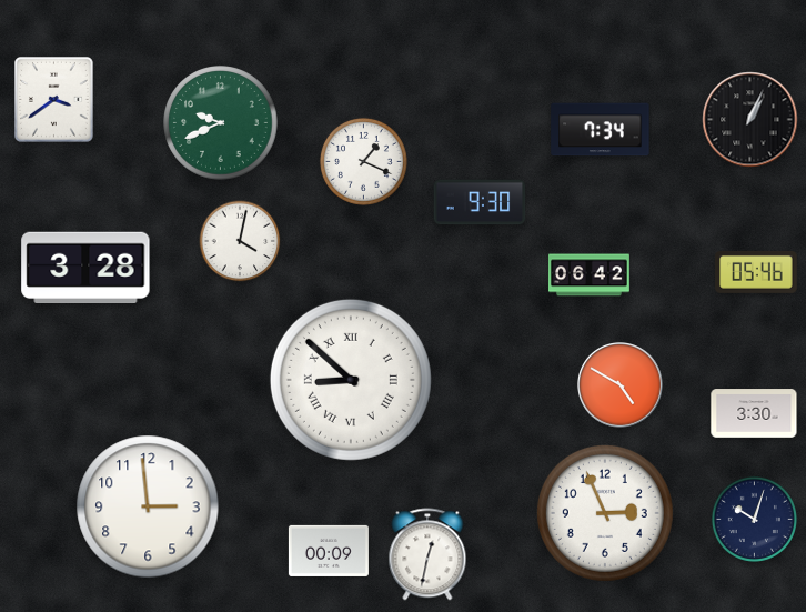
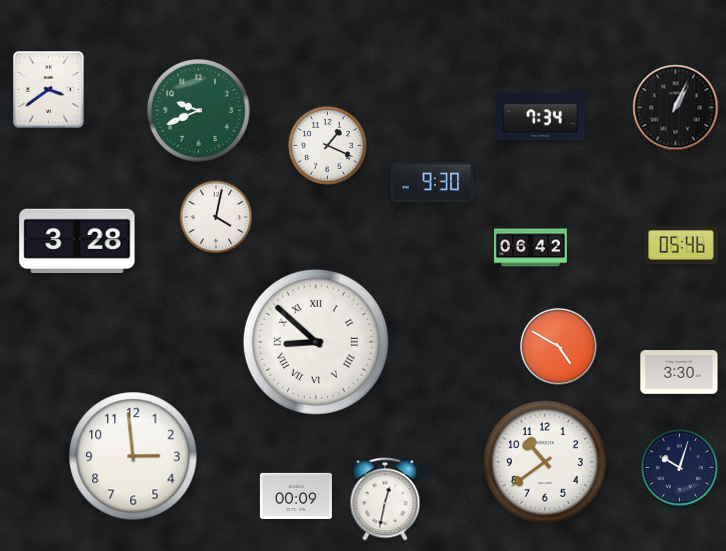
clock at (605, 513): 2:56 -> 10:39
